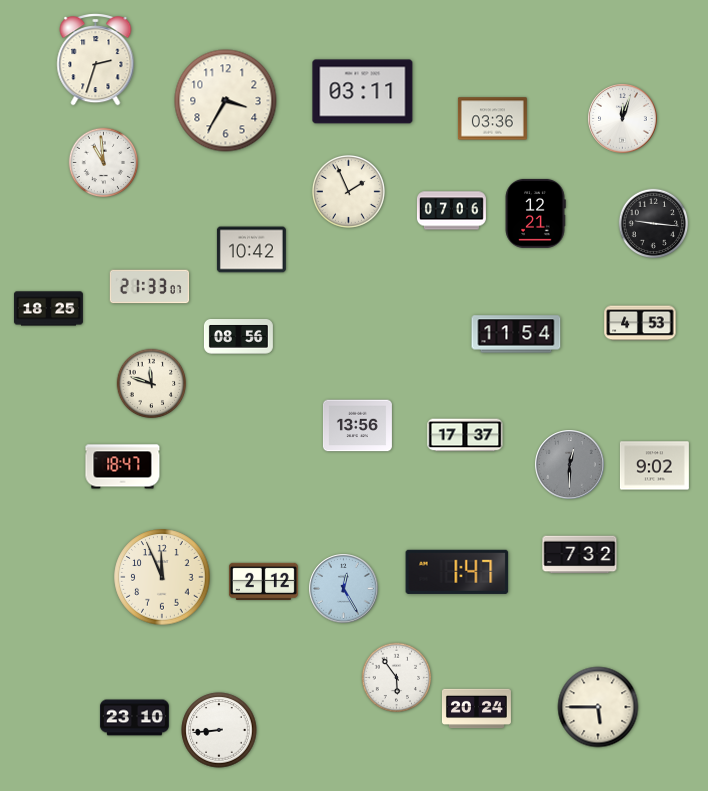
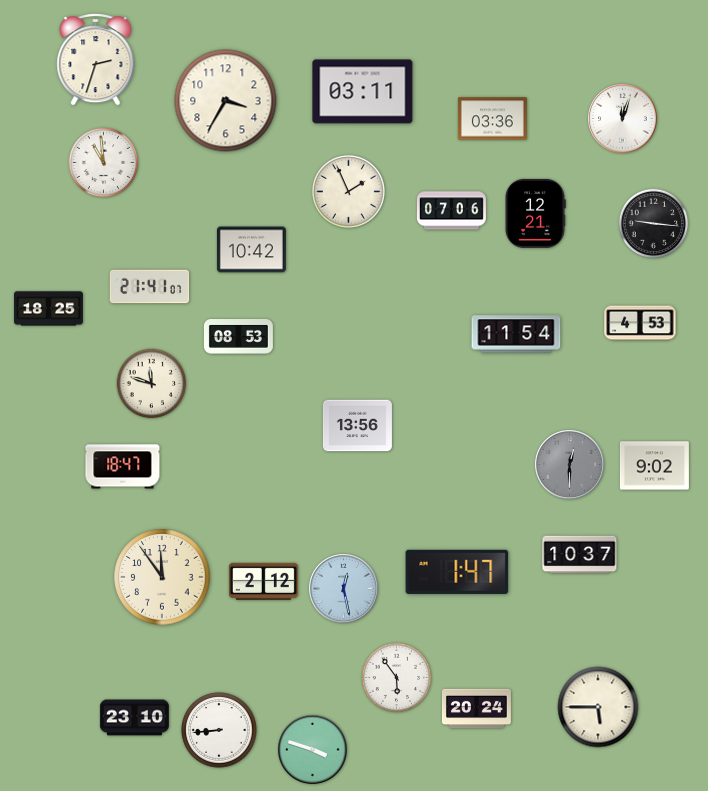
clock at (150, 287): 21:33 -> 21:41
clock at (238, 337): 08:56 -> 08:53
clock at (465, 435): 17:37 -> none
clock at (580, 555): 7:32 -> 10:37
clock at (162, 577): 11:56 -> 11:54
clock at (344, 589): 12:25 -> 12:28
clock at (313, 750): none -> 3:48
